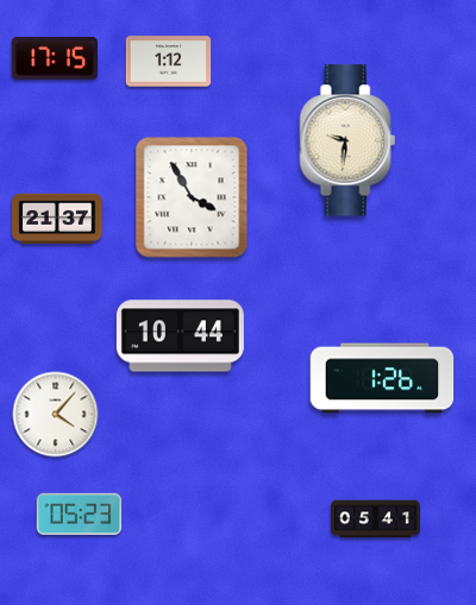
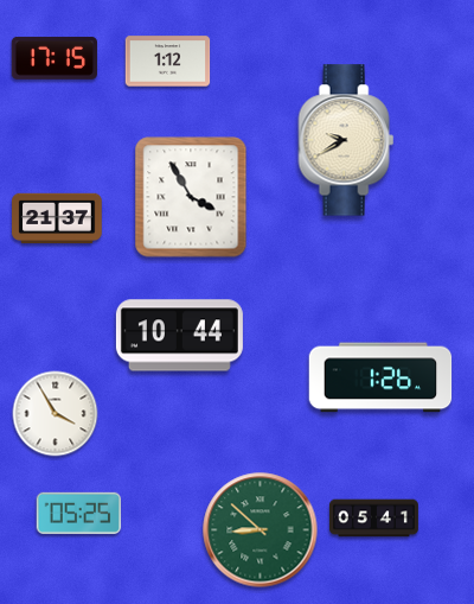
clock at (347, 140): 9:31 -> 9:40
clock at (56, 415): 4:07 -> 3:55
clock at (80, 513): 05:23 -> 05:25
clock at (261, 530): none -> 8:52
